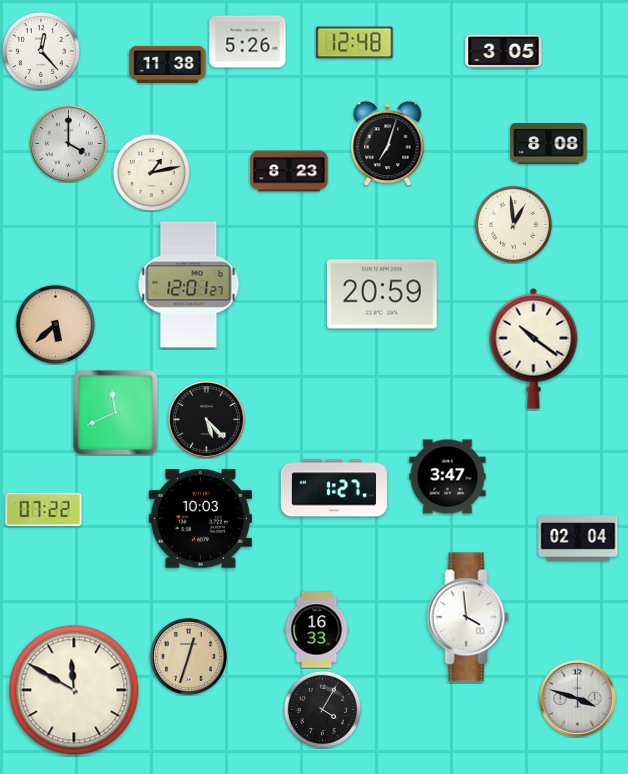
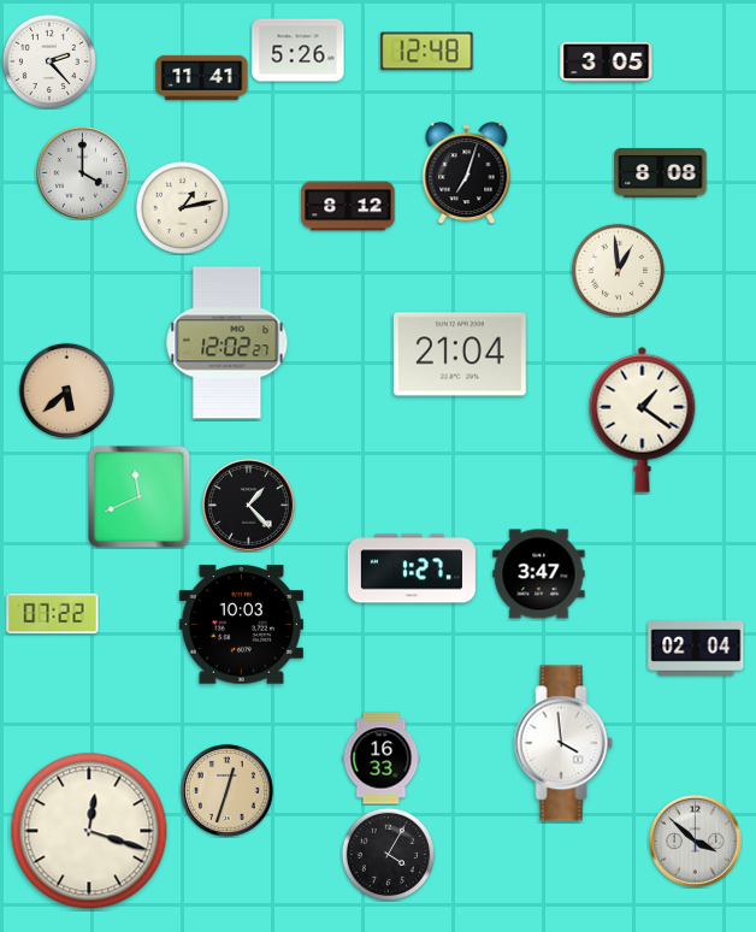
clock at (40, 50): 12:23 -> 2:23
clock at (168, 64): 11:38 -> 11:41
clock at (289, 171): 8:23 -> 8:12
clock at (189, 285): 12:01 -> 12:02
clock at (382, 294): 20:59 -> 21:04
clock at (534, 348): 10:21 -> 1:21
clock at (206, 419): 5:23 -> 1:23
clock at (334, 488) position: (334, 488) -> (412, 568)
clock at (74, 690): 11:50 -> 12:18
clock at (577, 698): 3:48 -> 3:52
